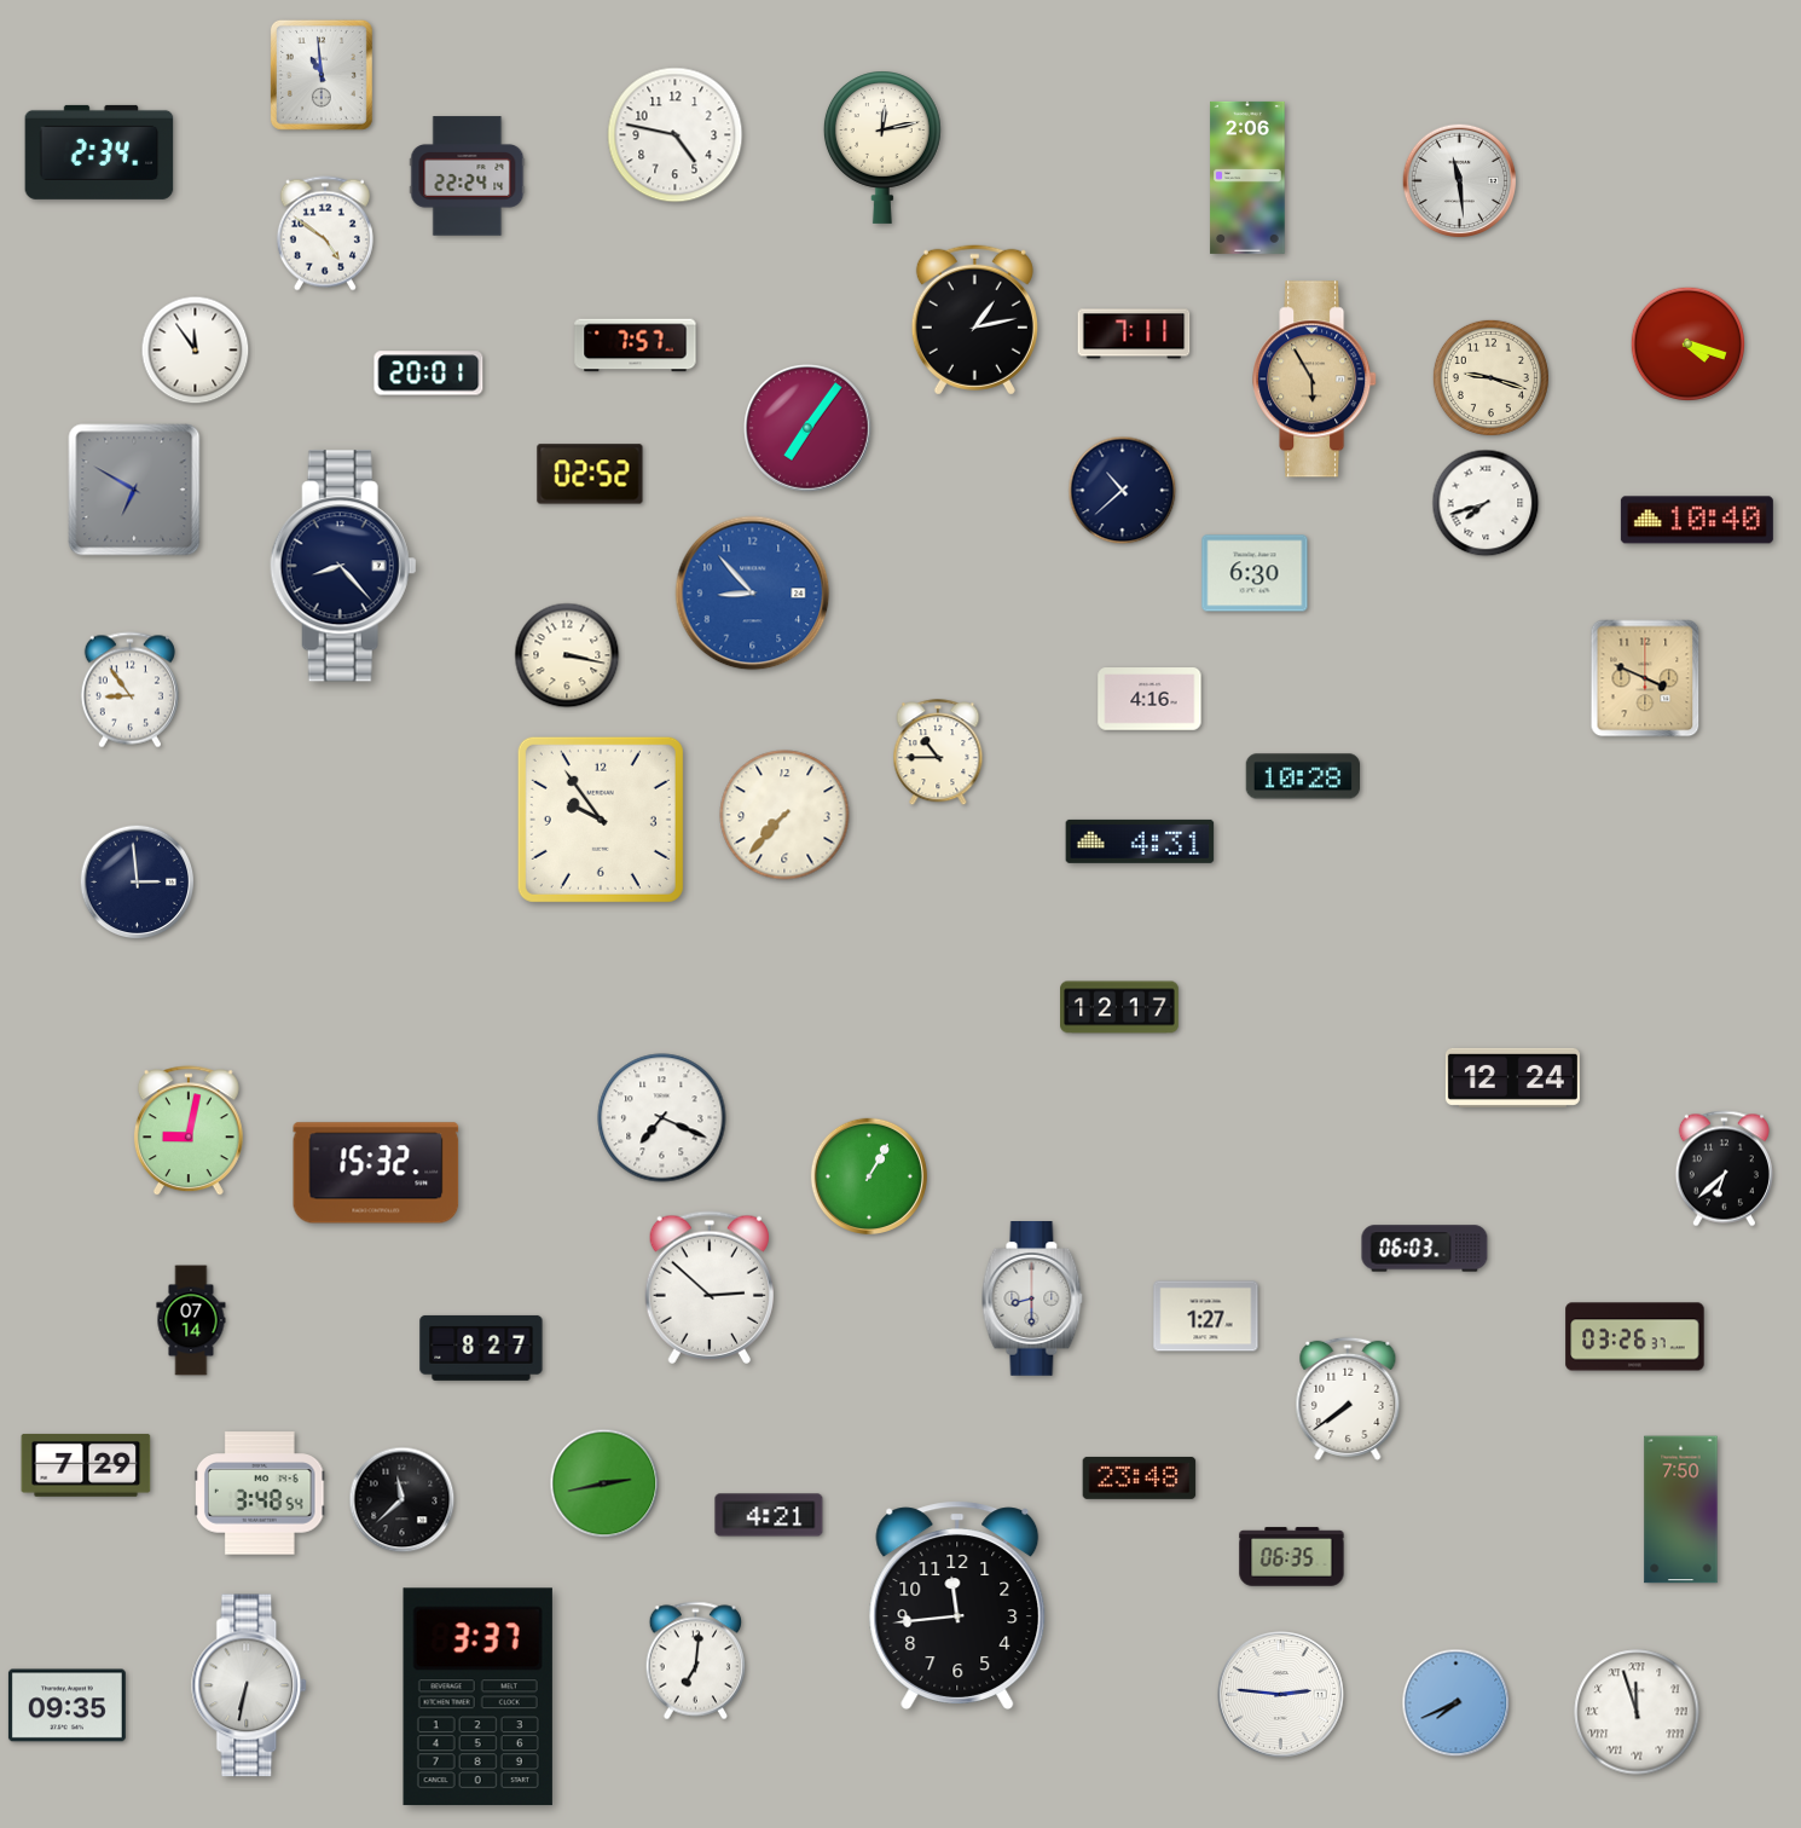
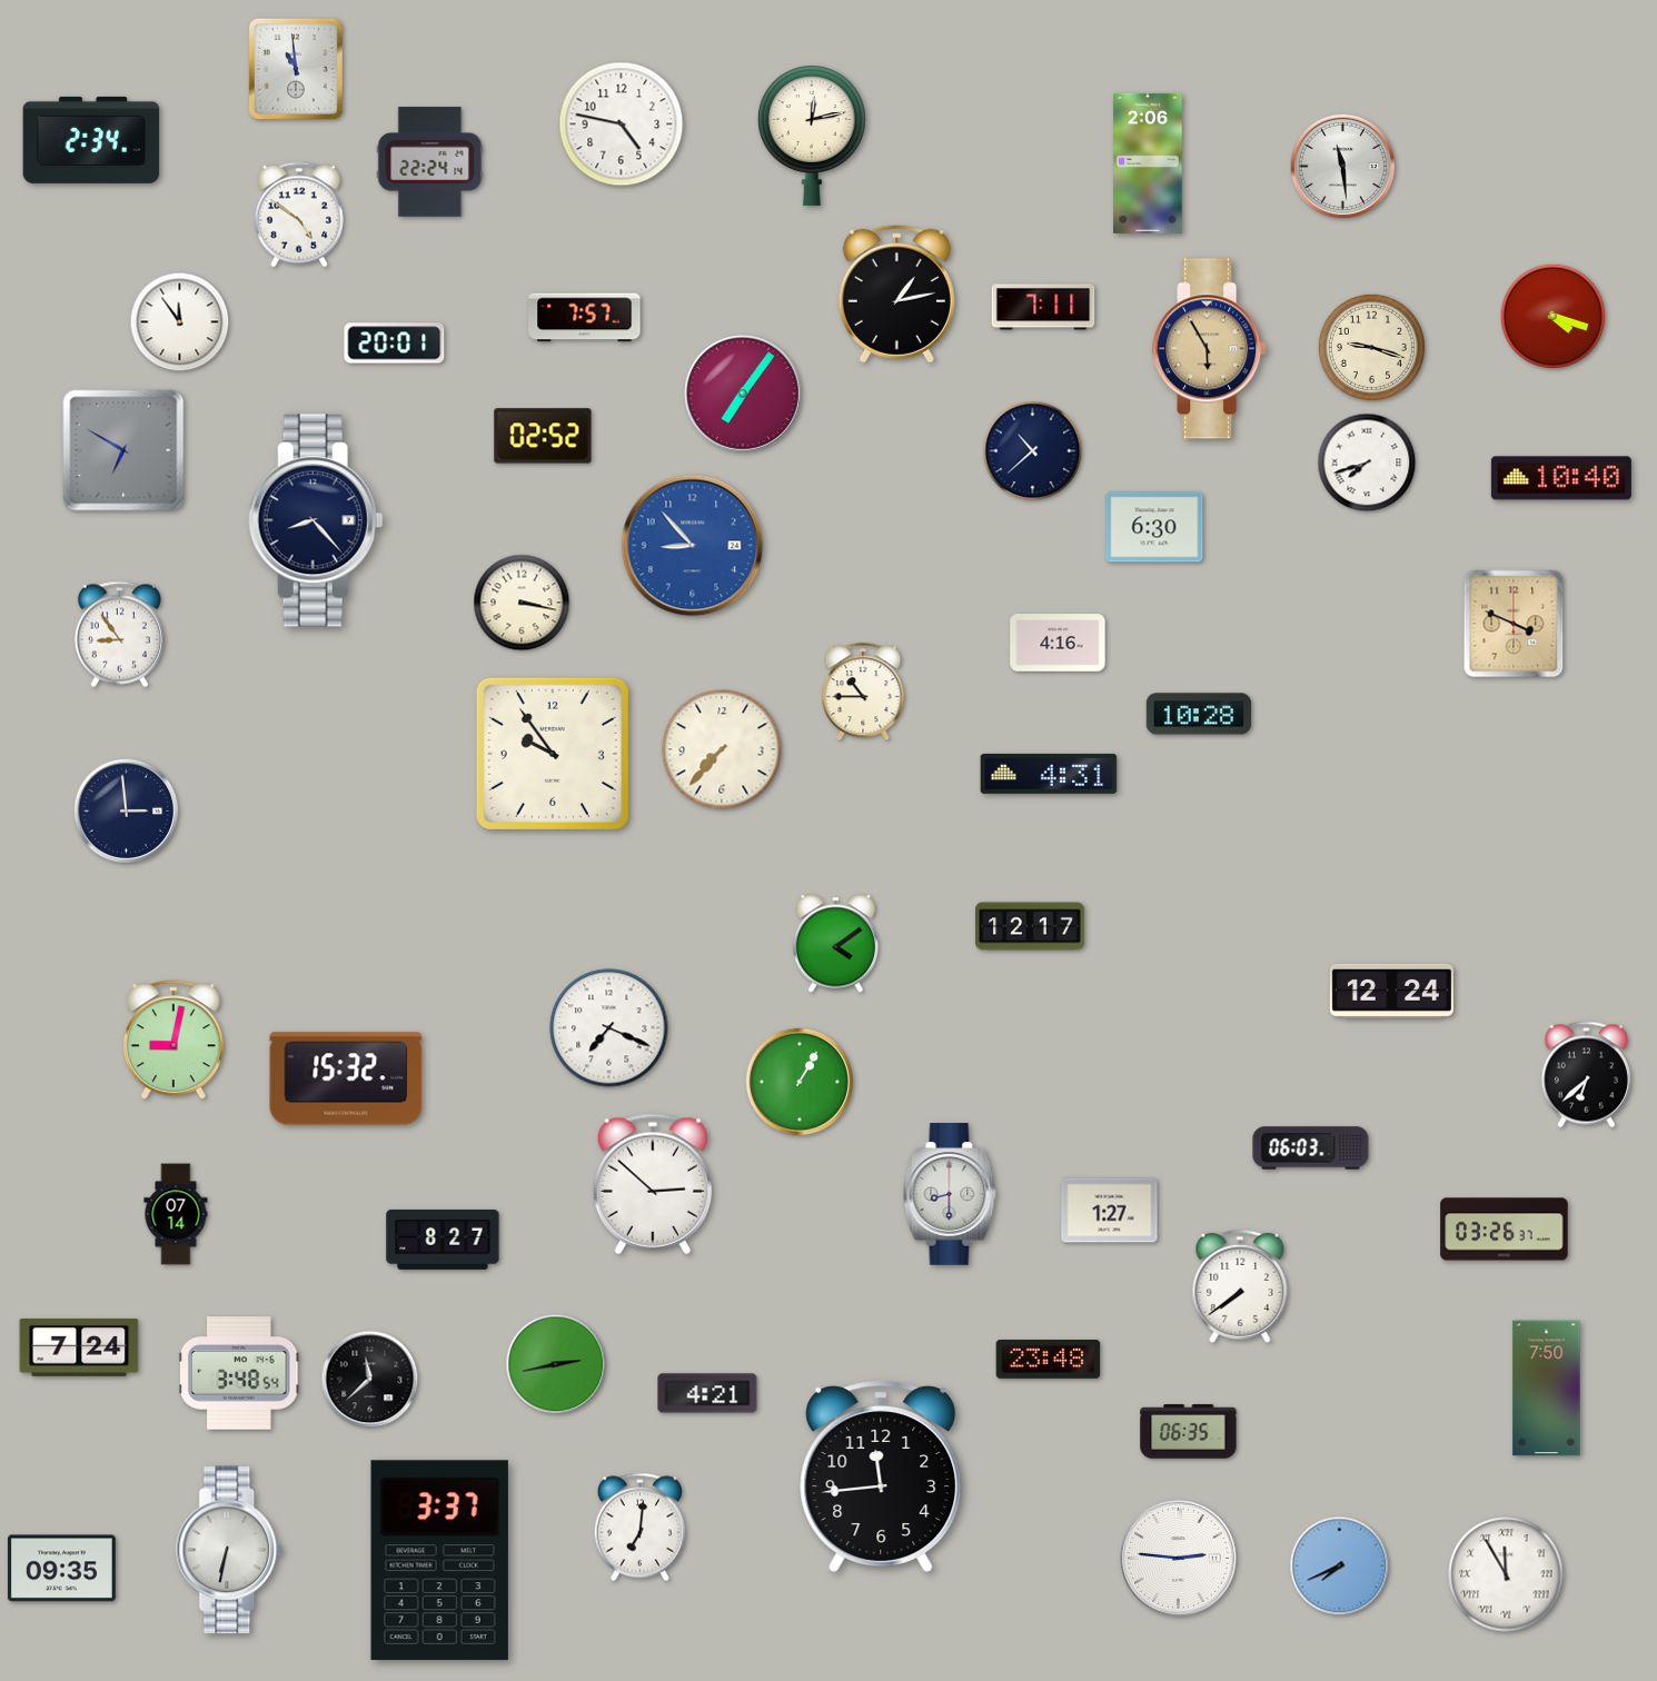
clock at (835, 944): none -> 4:09
clock at (86, 1465): 7:29 -> 7:24
clock at (1637, 1712): 11:57 -> 11:55
